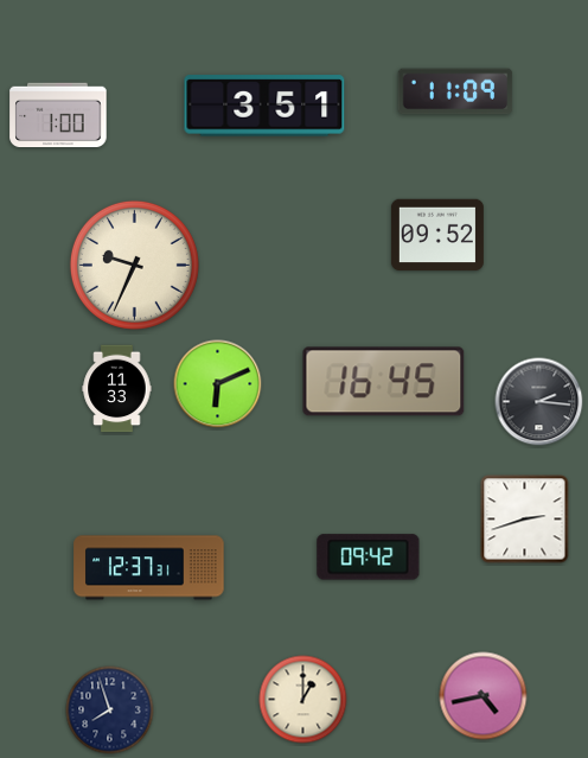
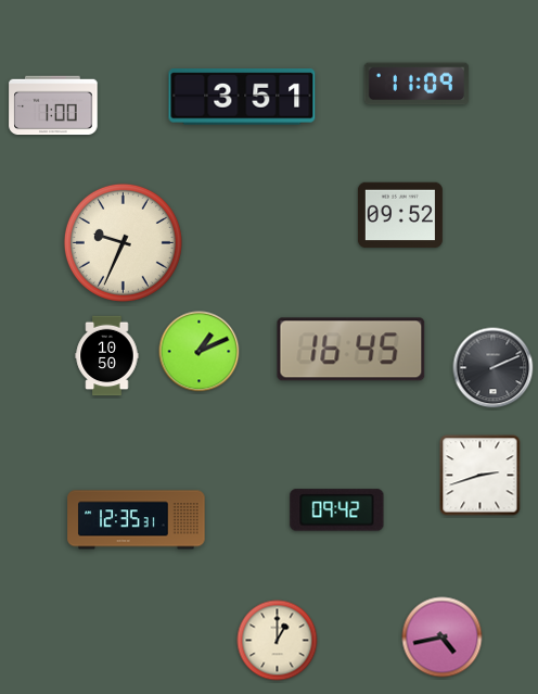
clock at (218, 384): 6:11 -> 1:11
clock at (117, 389): 11:33 -> 10:50
clock at (539, 402): 2:16 -> 2:11
clock at (149, 568): 12:37 -> 12:35
clock at (110, 711): 7:57 -> none
